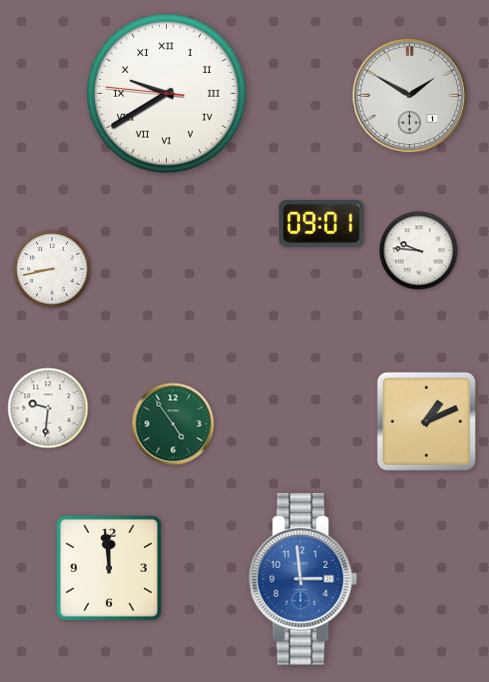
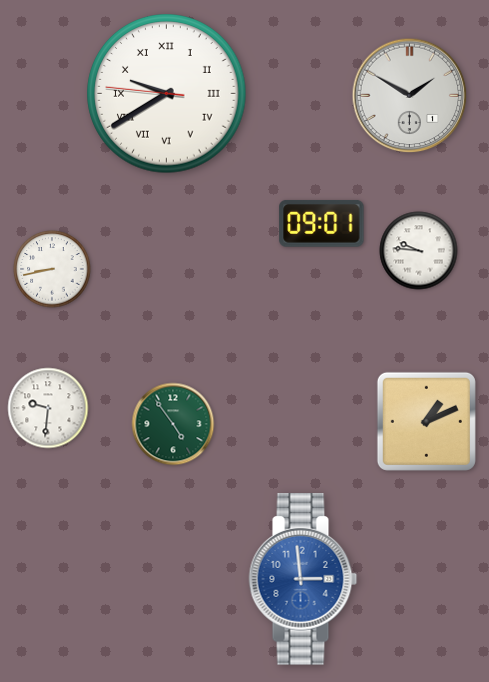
clock at (109, 568): 11:59 -> none
